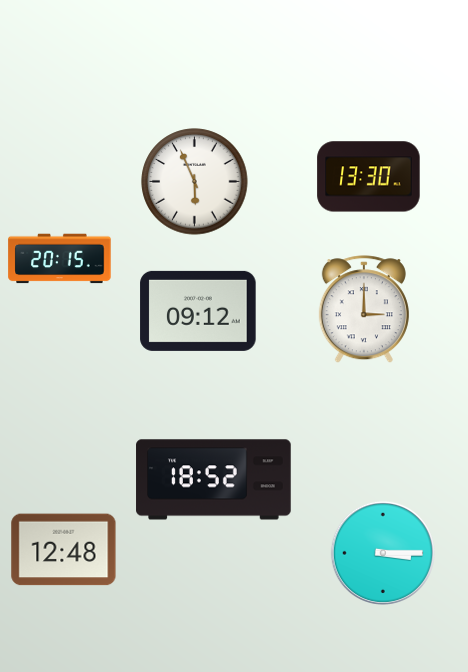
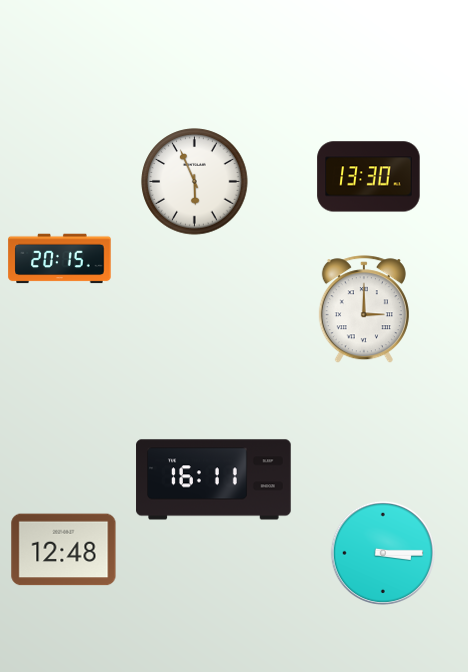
clock at (198, 311): 09:12 -> none
clock at (214, 480): 18:52 -> 16:11
